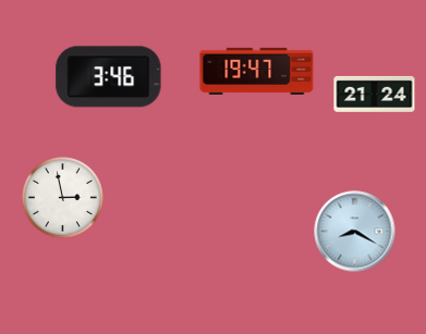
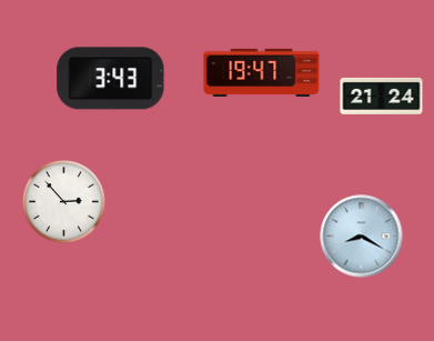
clock at (109, 77): 3:46 -> 3:43
clock at (63, 198): 2:58 -> 2:53
